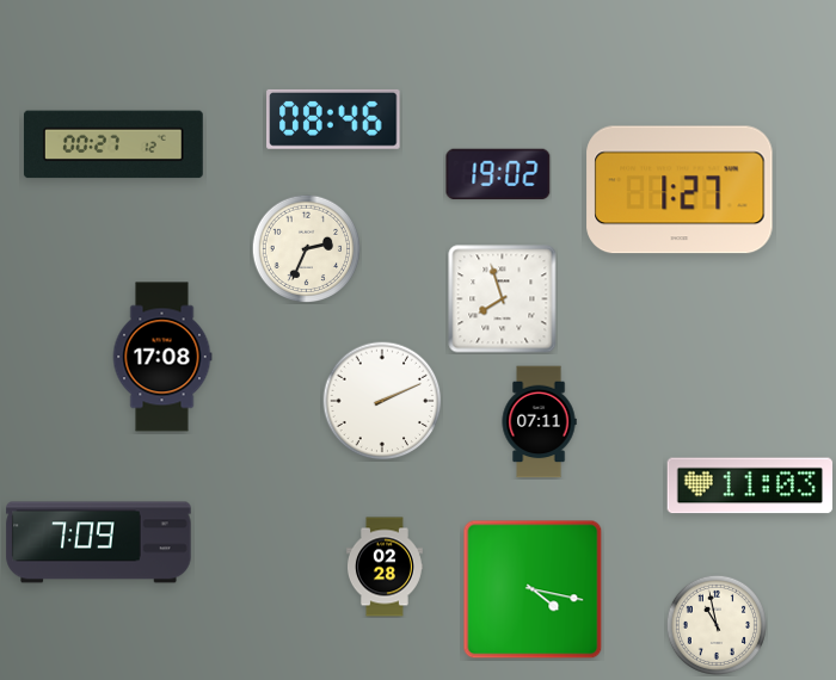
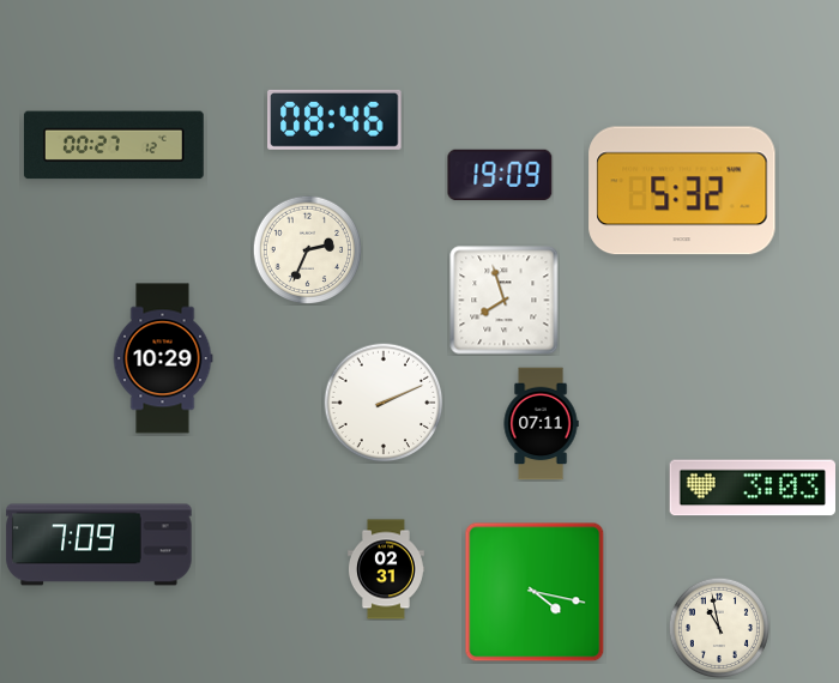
clock at (498, 174): 19:02 -> 19:09
clock at (680, 190): 1:27 -> 5:32
clock at (162, 357): 17:08 -> 10:29
clock at (749, 486): 11:03 -> 3:03
clock at (385, 567): 02:28 -> 02:31
